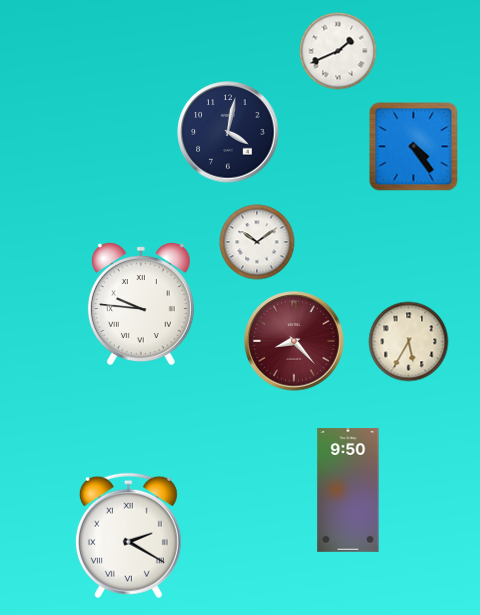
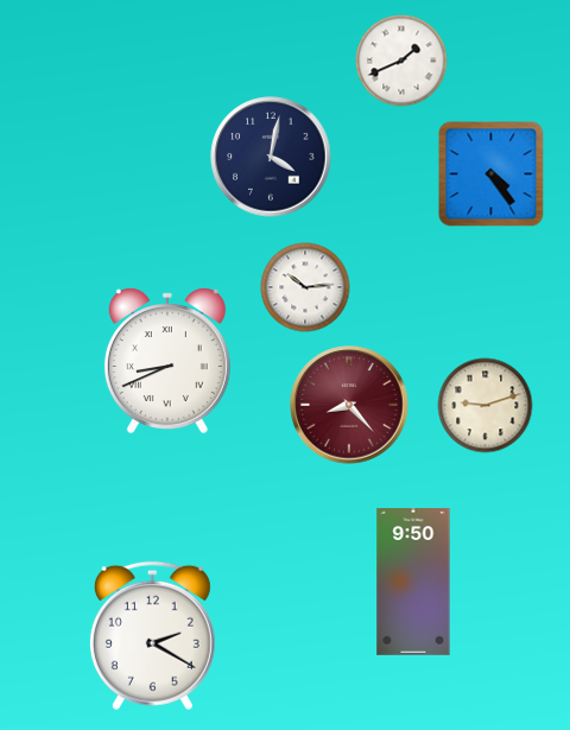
clock at (257, 242): 10:09 -> 10:14
clock at (141, 304): 9:46 -> 8:41
clock at (409, 342): 5:35 -> 9:12
clock at (128, 536) numerals: Roman -> Arabic
